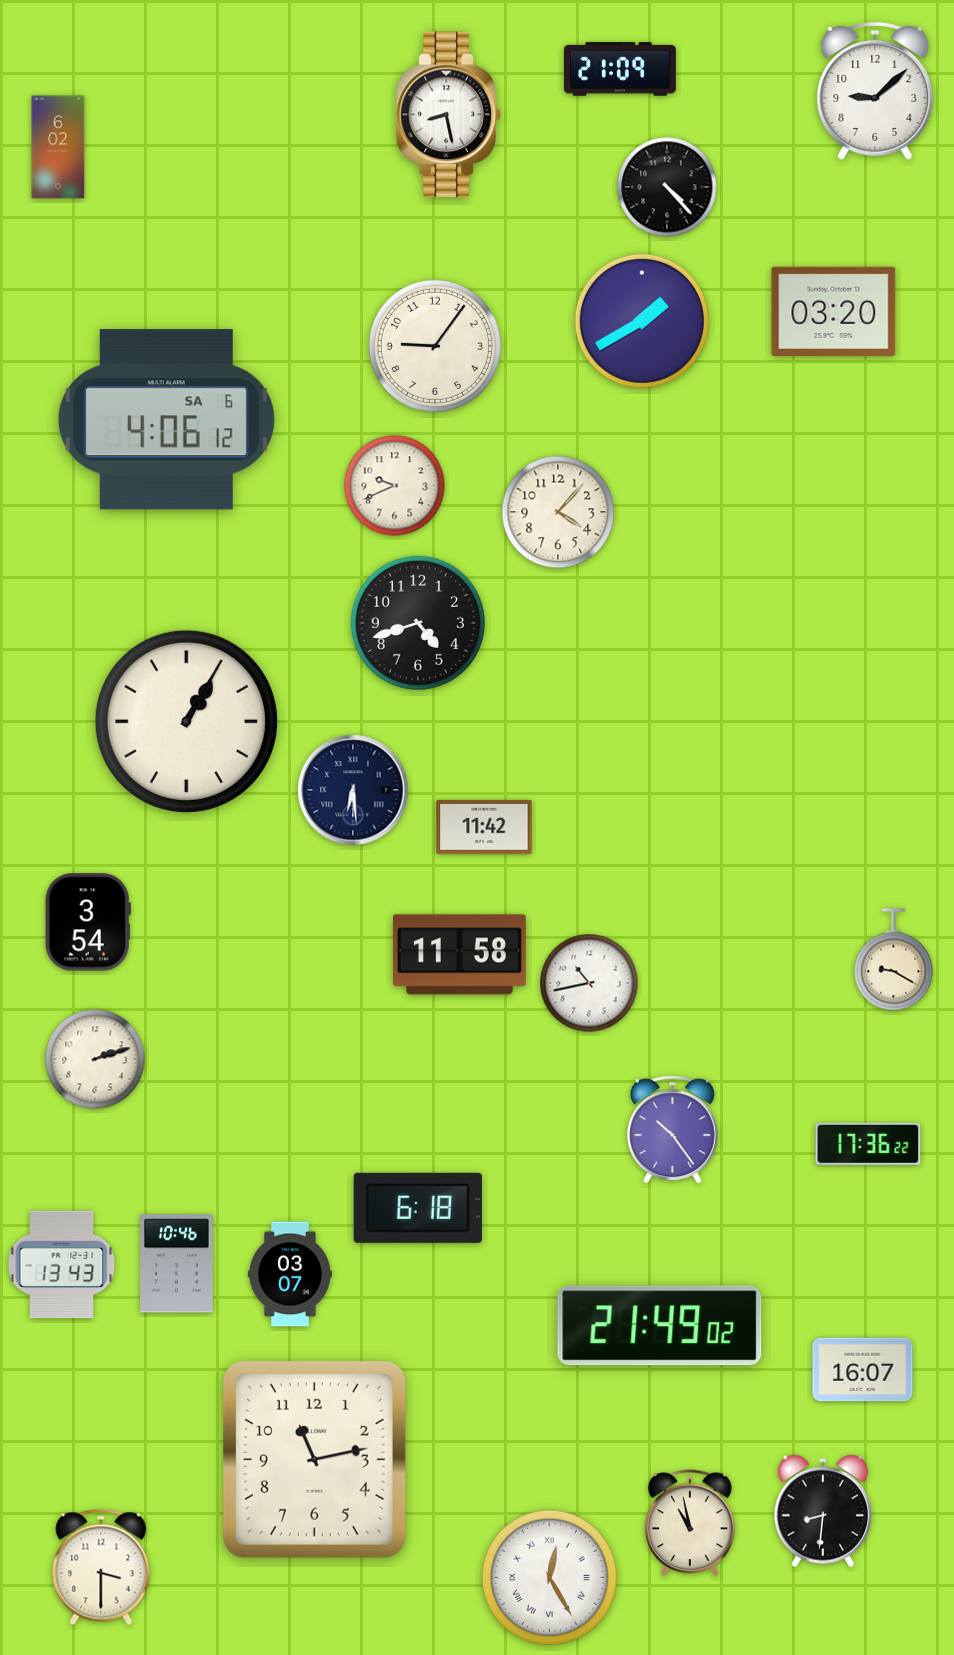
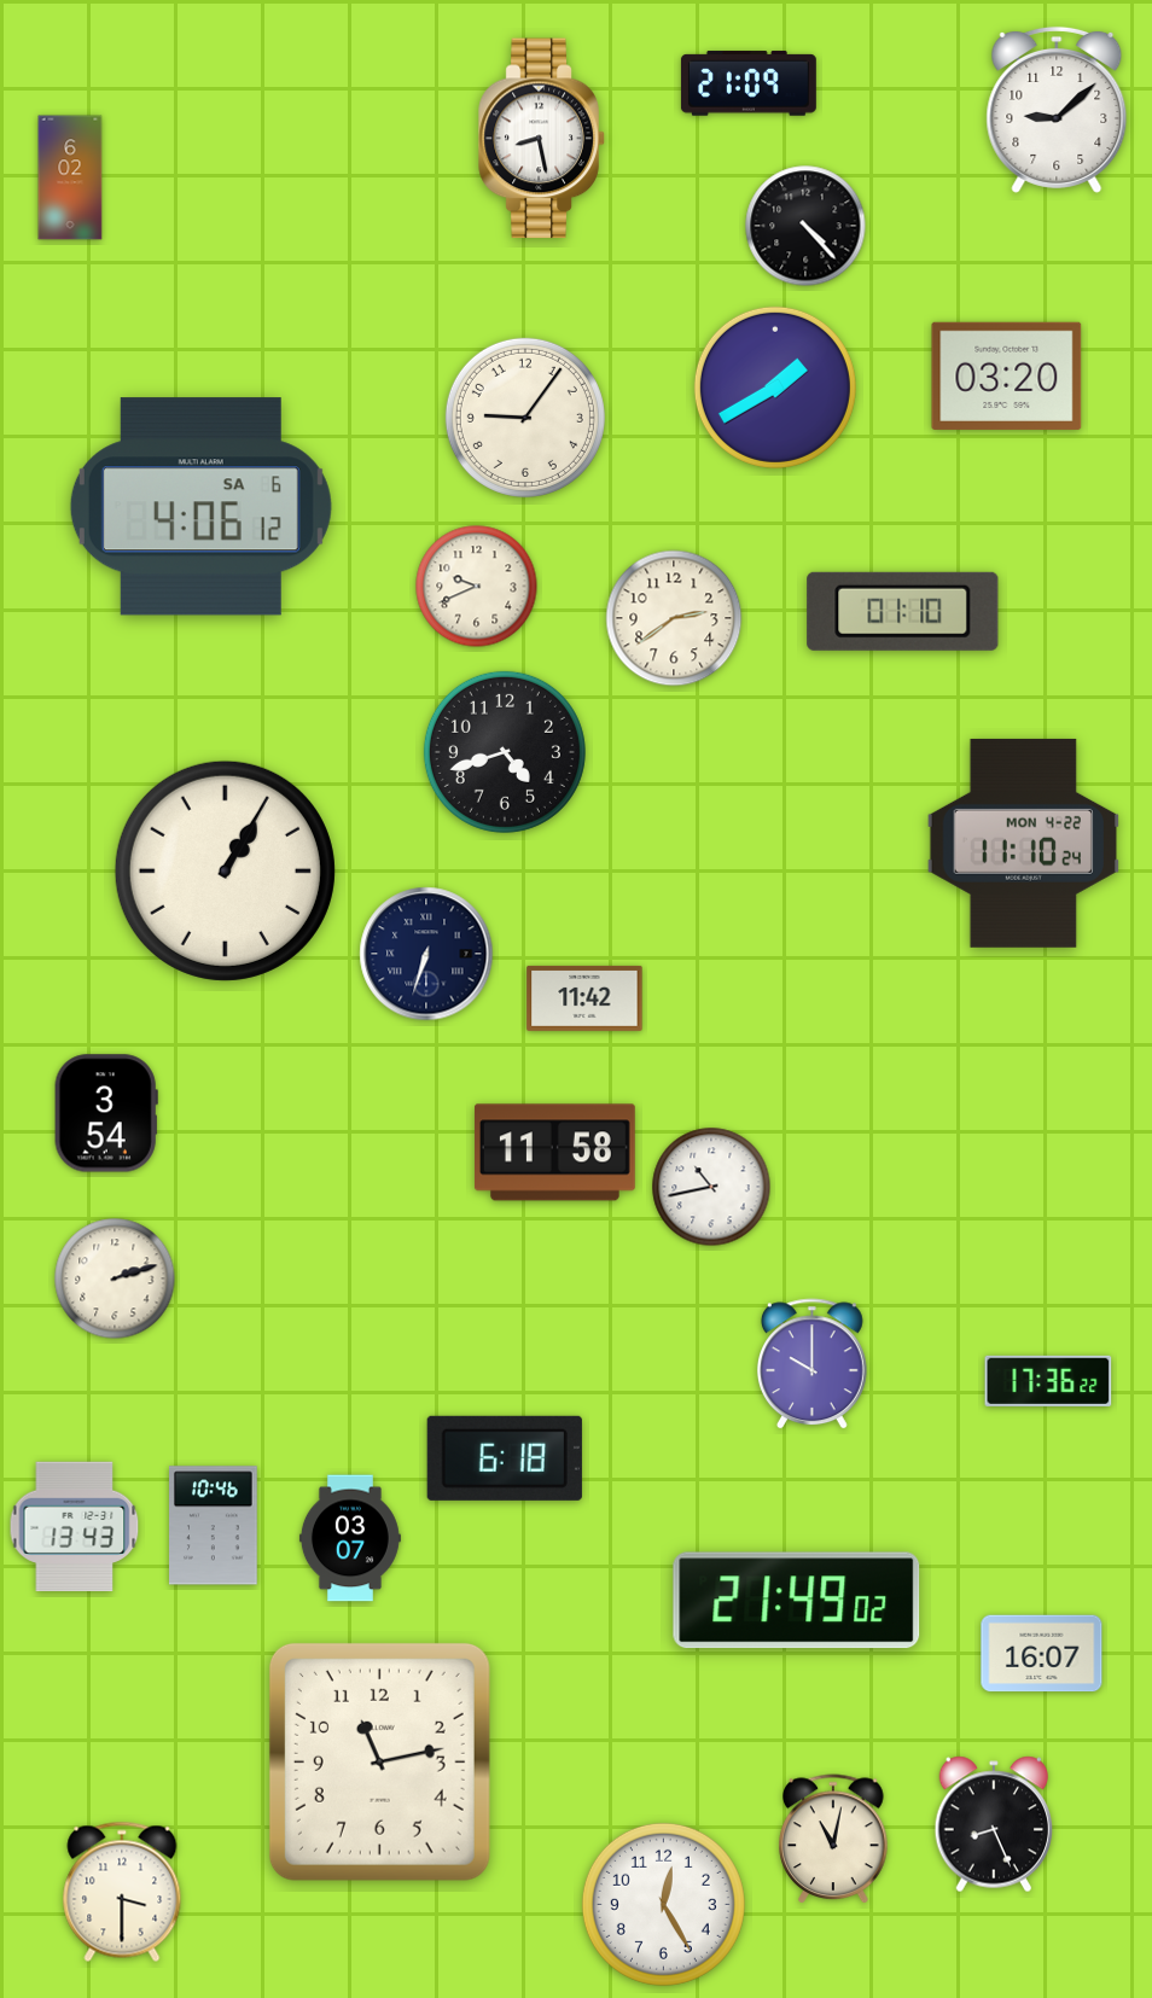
clock at (903, 611): none -> 01:10
clock at (558, 512): 4:07 -> 2:39
clock at (1023, 843): none -> 11:10
clock at (353, 790): 6:29 -> 6:33
clock at (894, 960): 9:20 -> none
clock at (672, 1130): 10:24 -> 10:00
clock at (823, 1511): 8:31 -> 8:26
clock at (690, 1524): 10:58 -> 11:02
clock at (549, 1577) numerals: Roman -> Arabic
